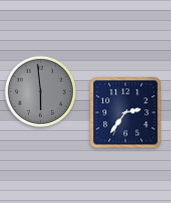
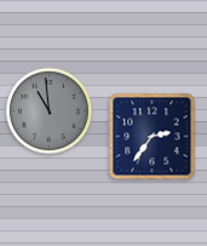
clock at (40, 91): 5:59 -> 10:59
